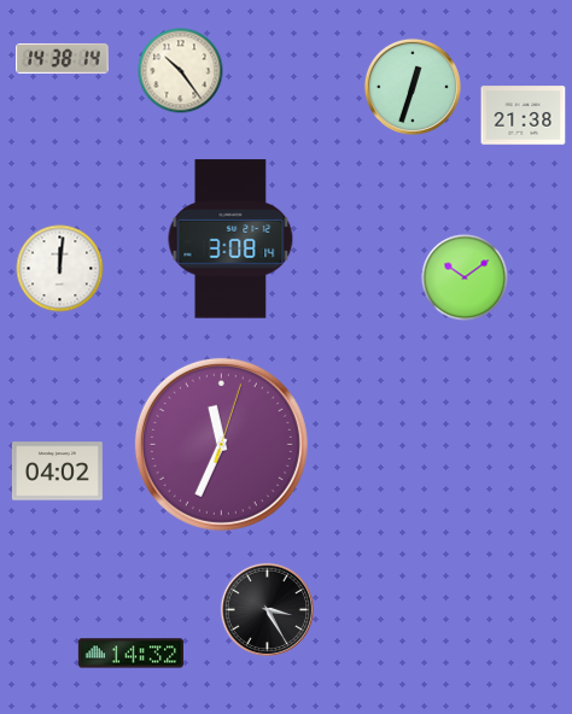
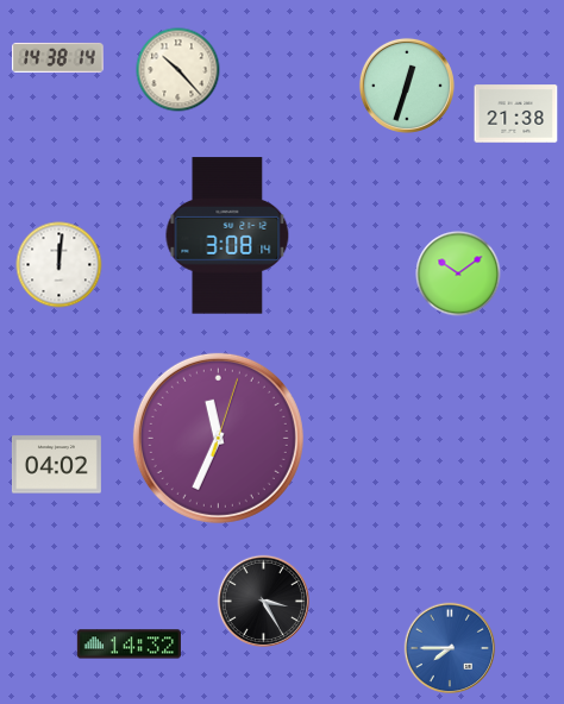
clock at (63, 58) position: (63, 58) -> (58, 57)
clock at (181, 71): 10:24 -> 10:23
clock at (450, 648): none -> 7:45
